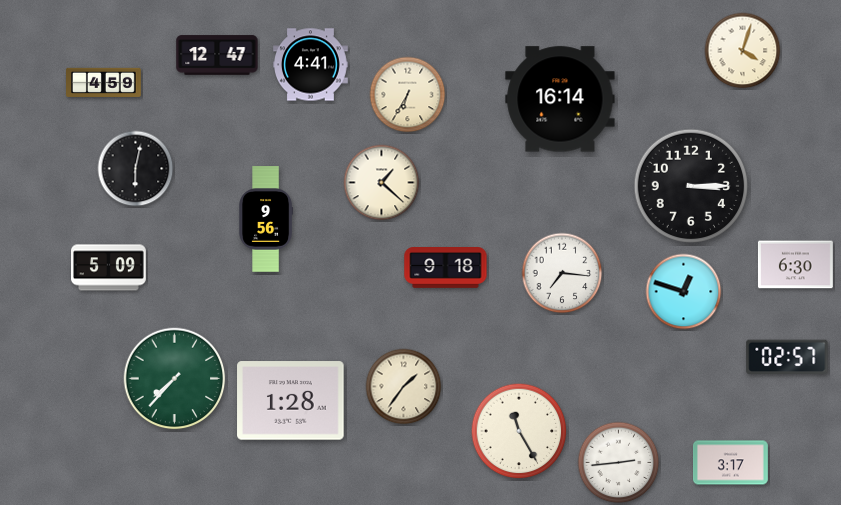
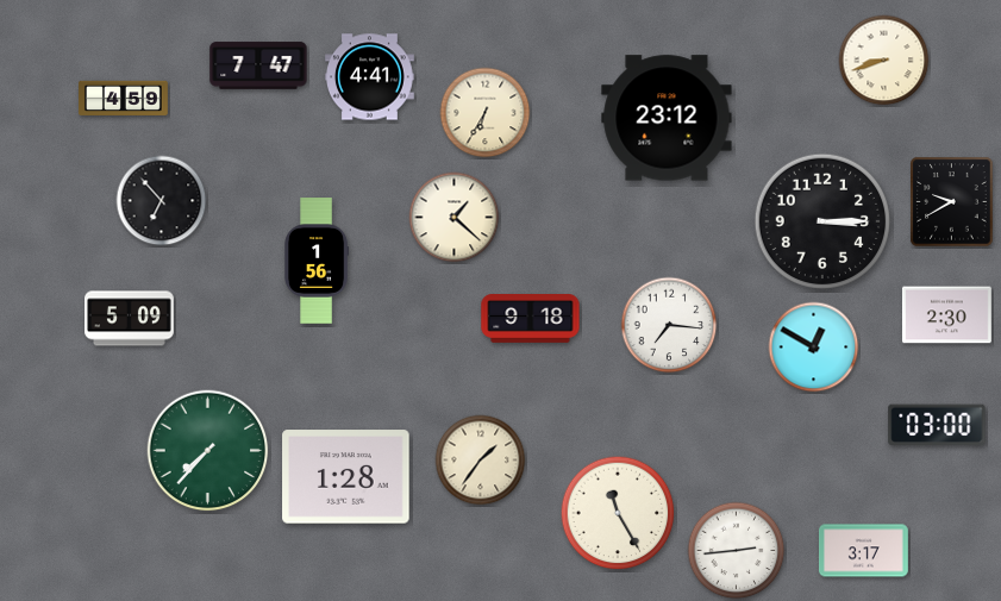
clock at (743, 51): 4:03 -> 8:42
clock at (217, 55): 12:47 -> 7:47
clock at (560, 99): 16:14 -> 23:12
clock at (136, 169): 6:02 -> 6:53
clock at (952, 202): none -> 9:40
clock at (265, 219): 9:56 -> 1:56
clock at (795, 265): 6:30 -> 2:30
clock at (684, 292): 12:48 -> 12:50
clock at (787, 357): 02:57 -> 03:00
clock at (731, 463) position: (731, 463) -> (864, 551)
